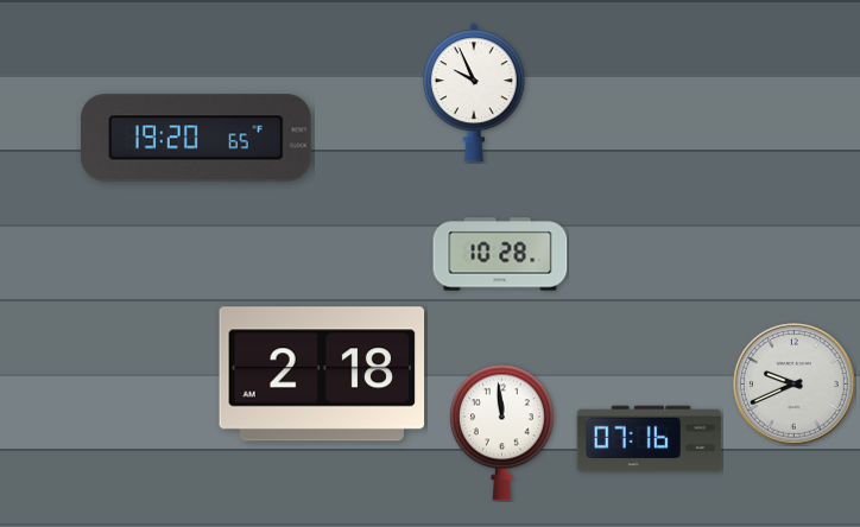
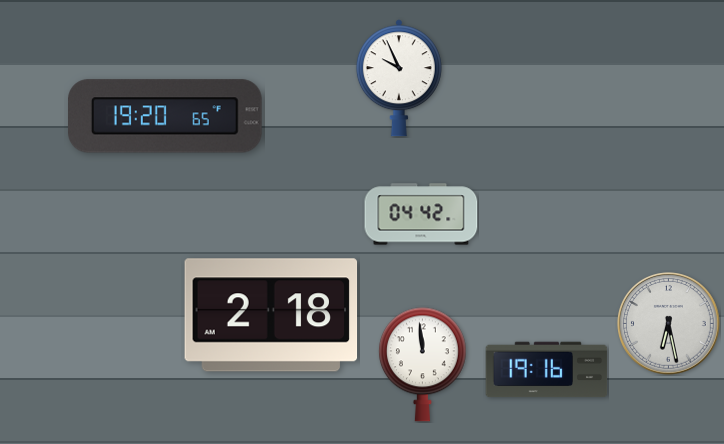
clock at (500, 254): 10:28 -> 04:42
clock at (795, 385): 9:41 -> 6:28
clock at (650, 439): 07:16 -> 19:16
